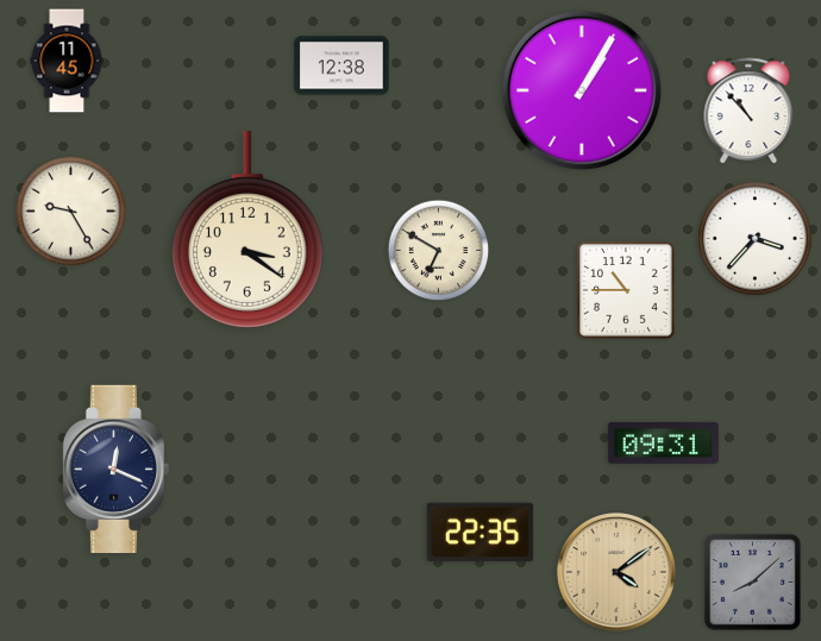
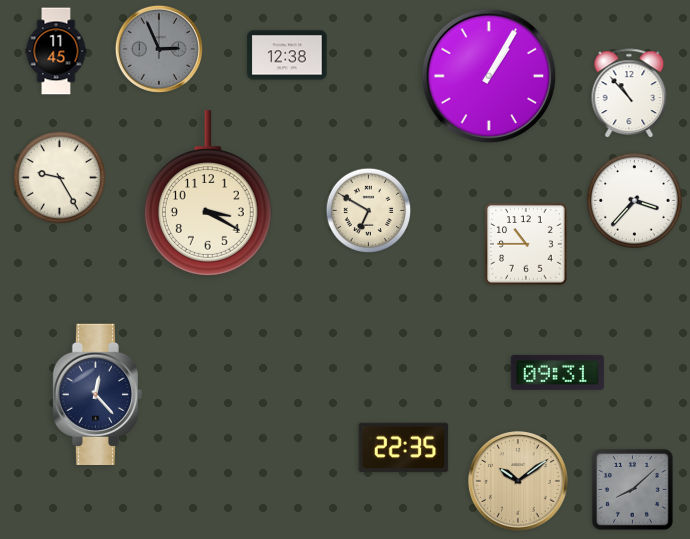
clock at (159, 49): none -> 2:56
clock at (247, 230): 3:21 -> 3:20
clock at (115, 469): 12:19 -> 12:23
clock at (616, 572): 4:09 -> 10:09
